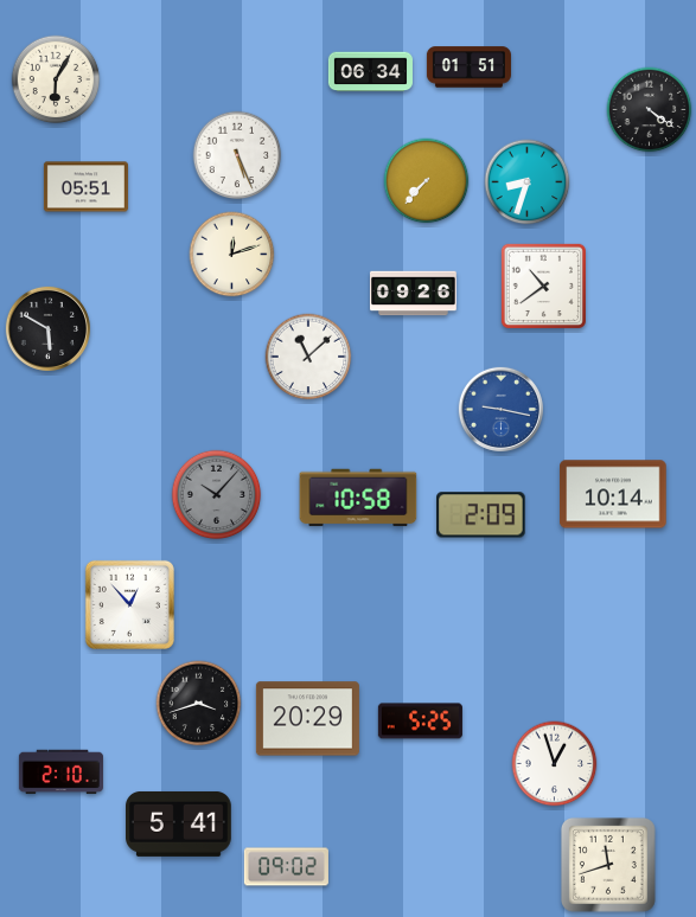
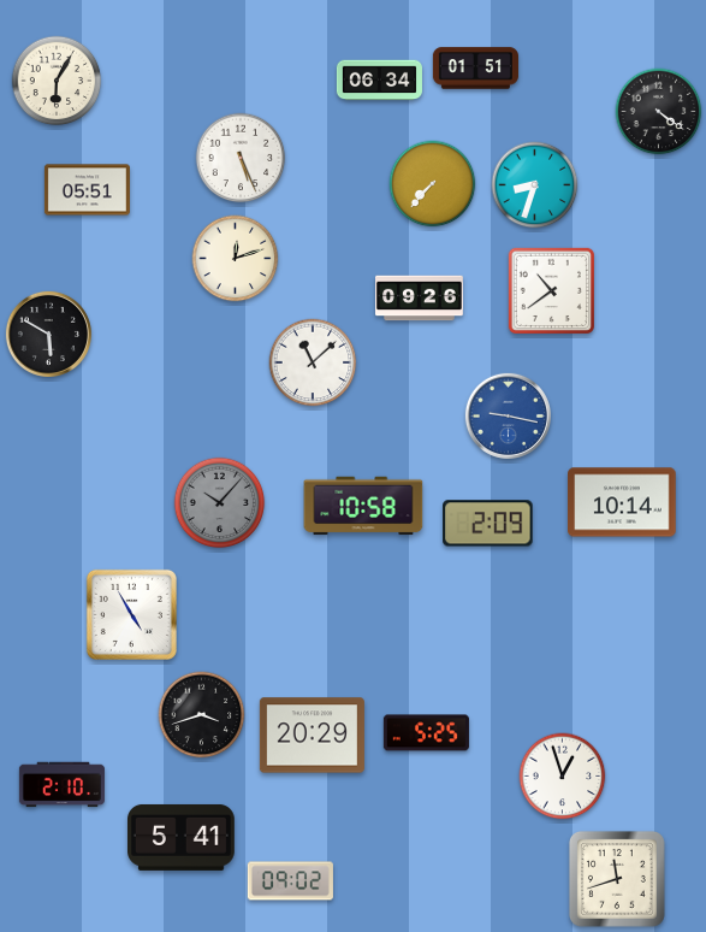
clock at (370, 72) position: (370, 72) -> (379, 81)
clock at (129, 604): 12:53 -> 4:55
clock at (307, 719) position: (307, 719) -> (312, 736)
